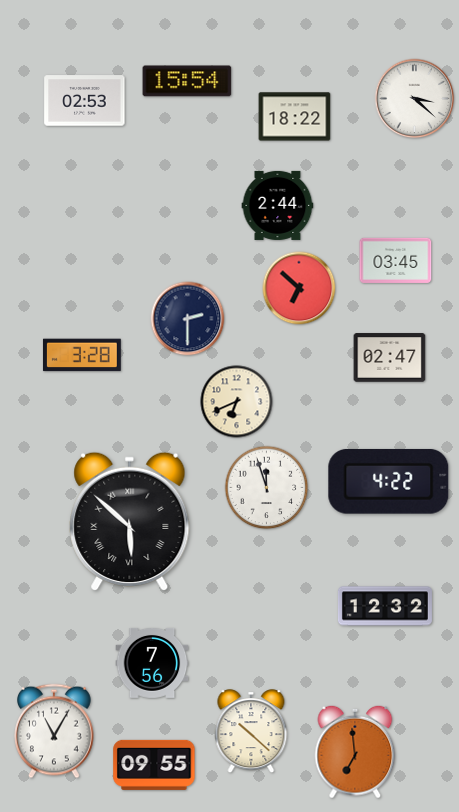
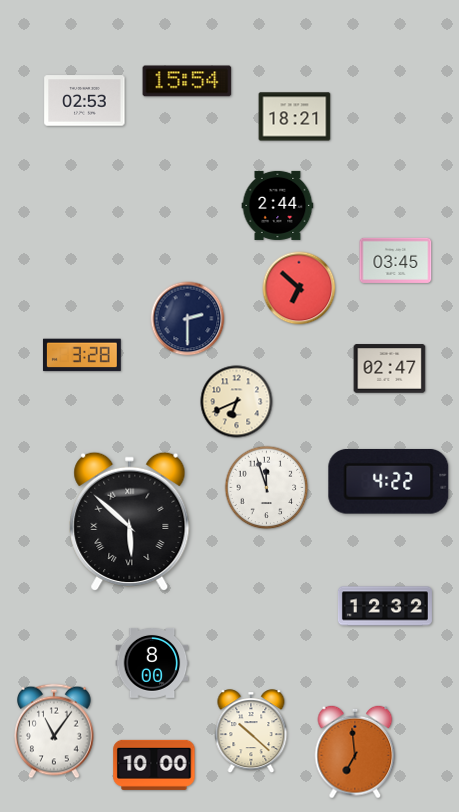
clock at (415, 99): 3:22 -> none
clock at (295, 117): 18:22 -> 18:21
clock at (390, 358) position: (390, 358) -> (390, 369)
clock at (152, 663): 7:56 -> 8:00
clock at (55, 731): 11:05 -> 11:06
clock at (154, 765): 09:55 -> 10:00
